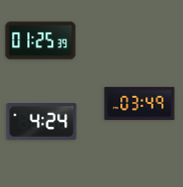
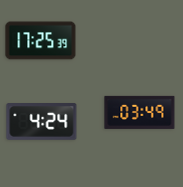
clock at (41, 41): 01:25 -> 17:25
clock at (140, 103) position: (140, 103) -> (140, 112)
